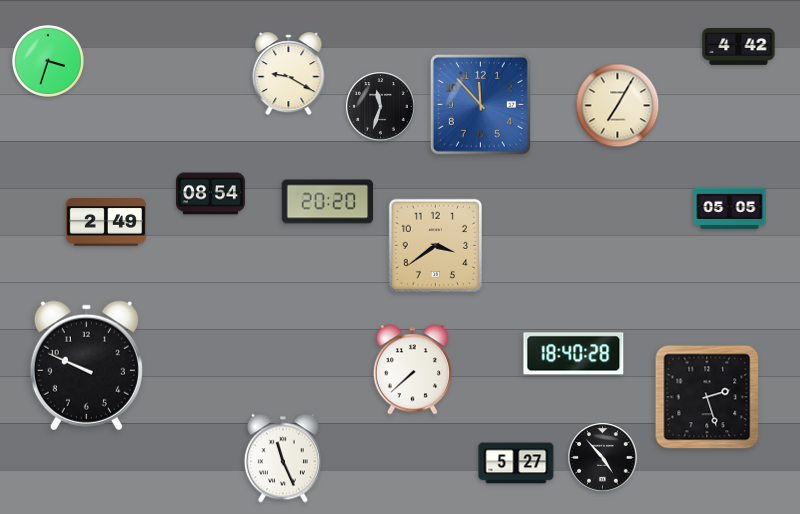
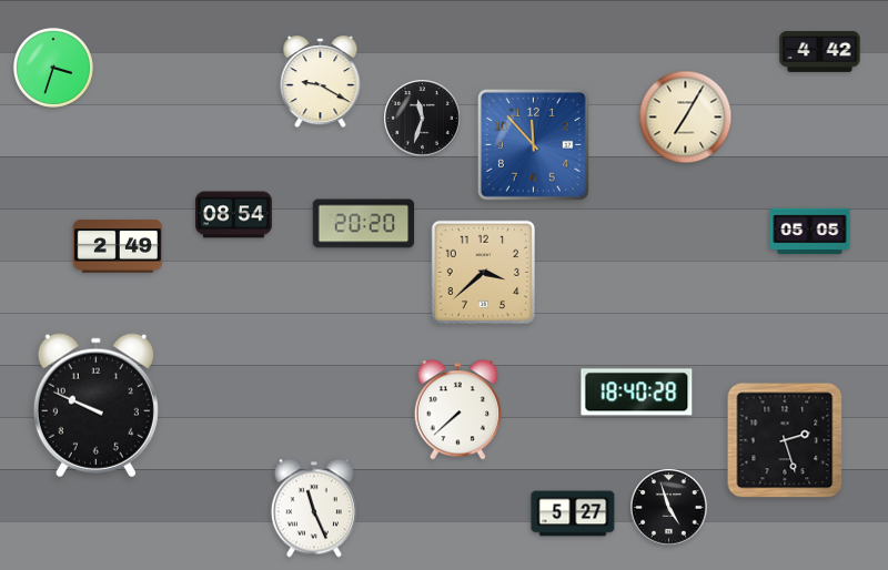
clock at (480, 104) position: (480, 104) -> (533, 144)
clock at (435, 245): 3:39 -> 3:38
clock at (603, 458): 4:53 -> 4:57
